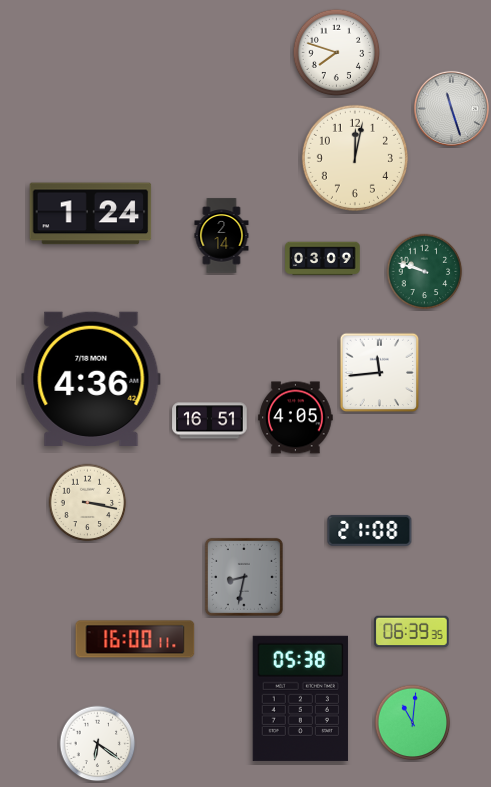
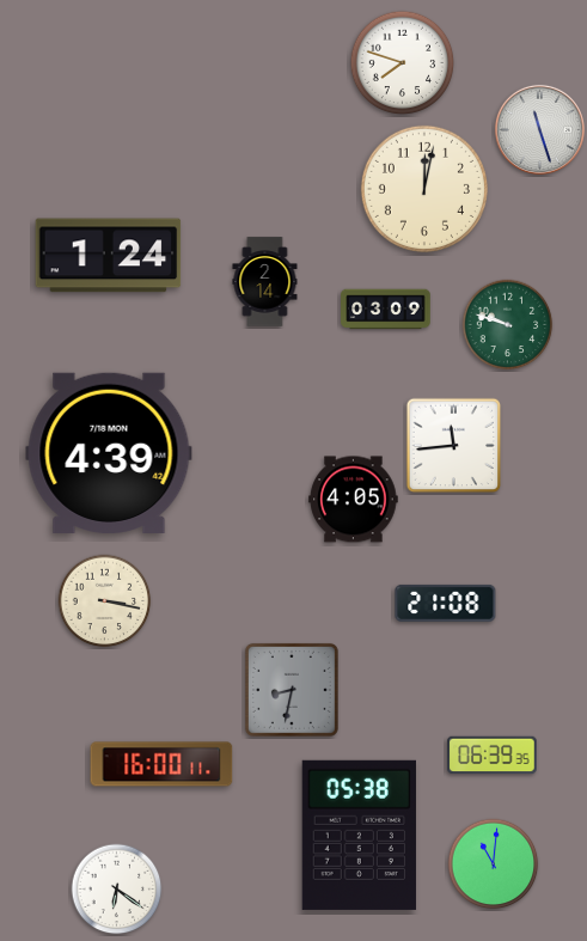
clock at (91, 379): 4:36 -> 4:39
clock at (210, 421): 16:51 -> none
clock at (370, 530) position: (370, 530) -> (446, 603)
